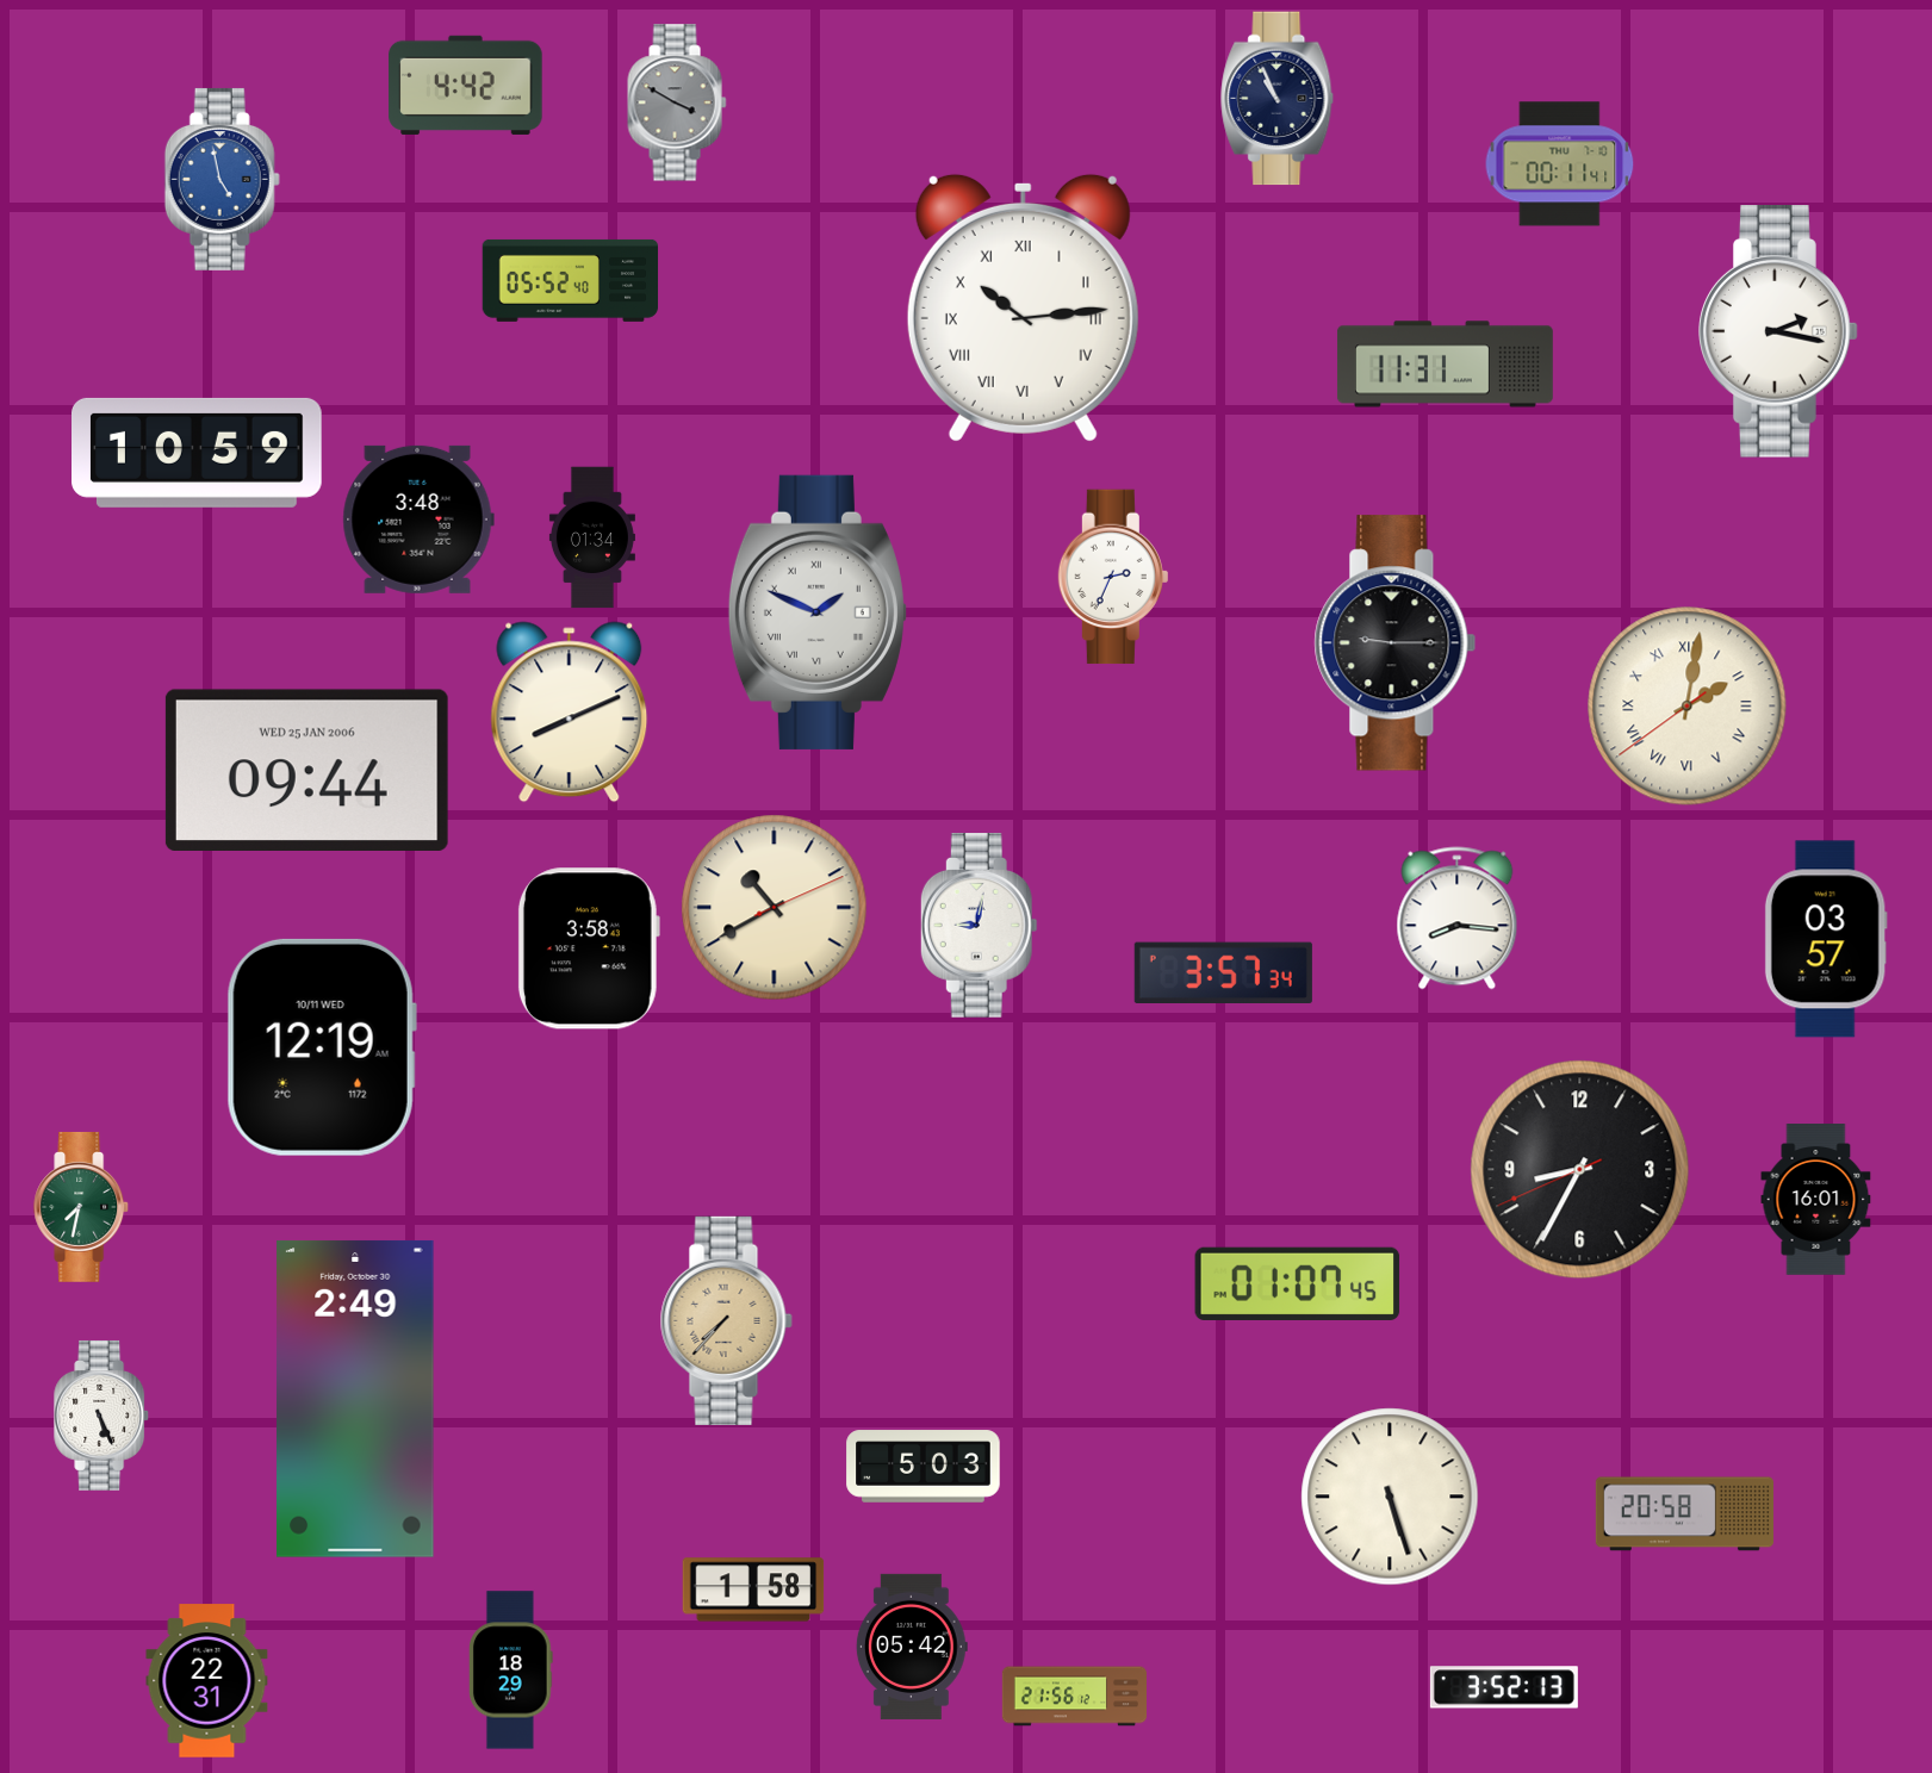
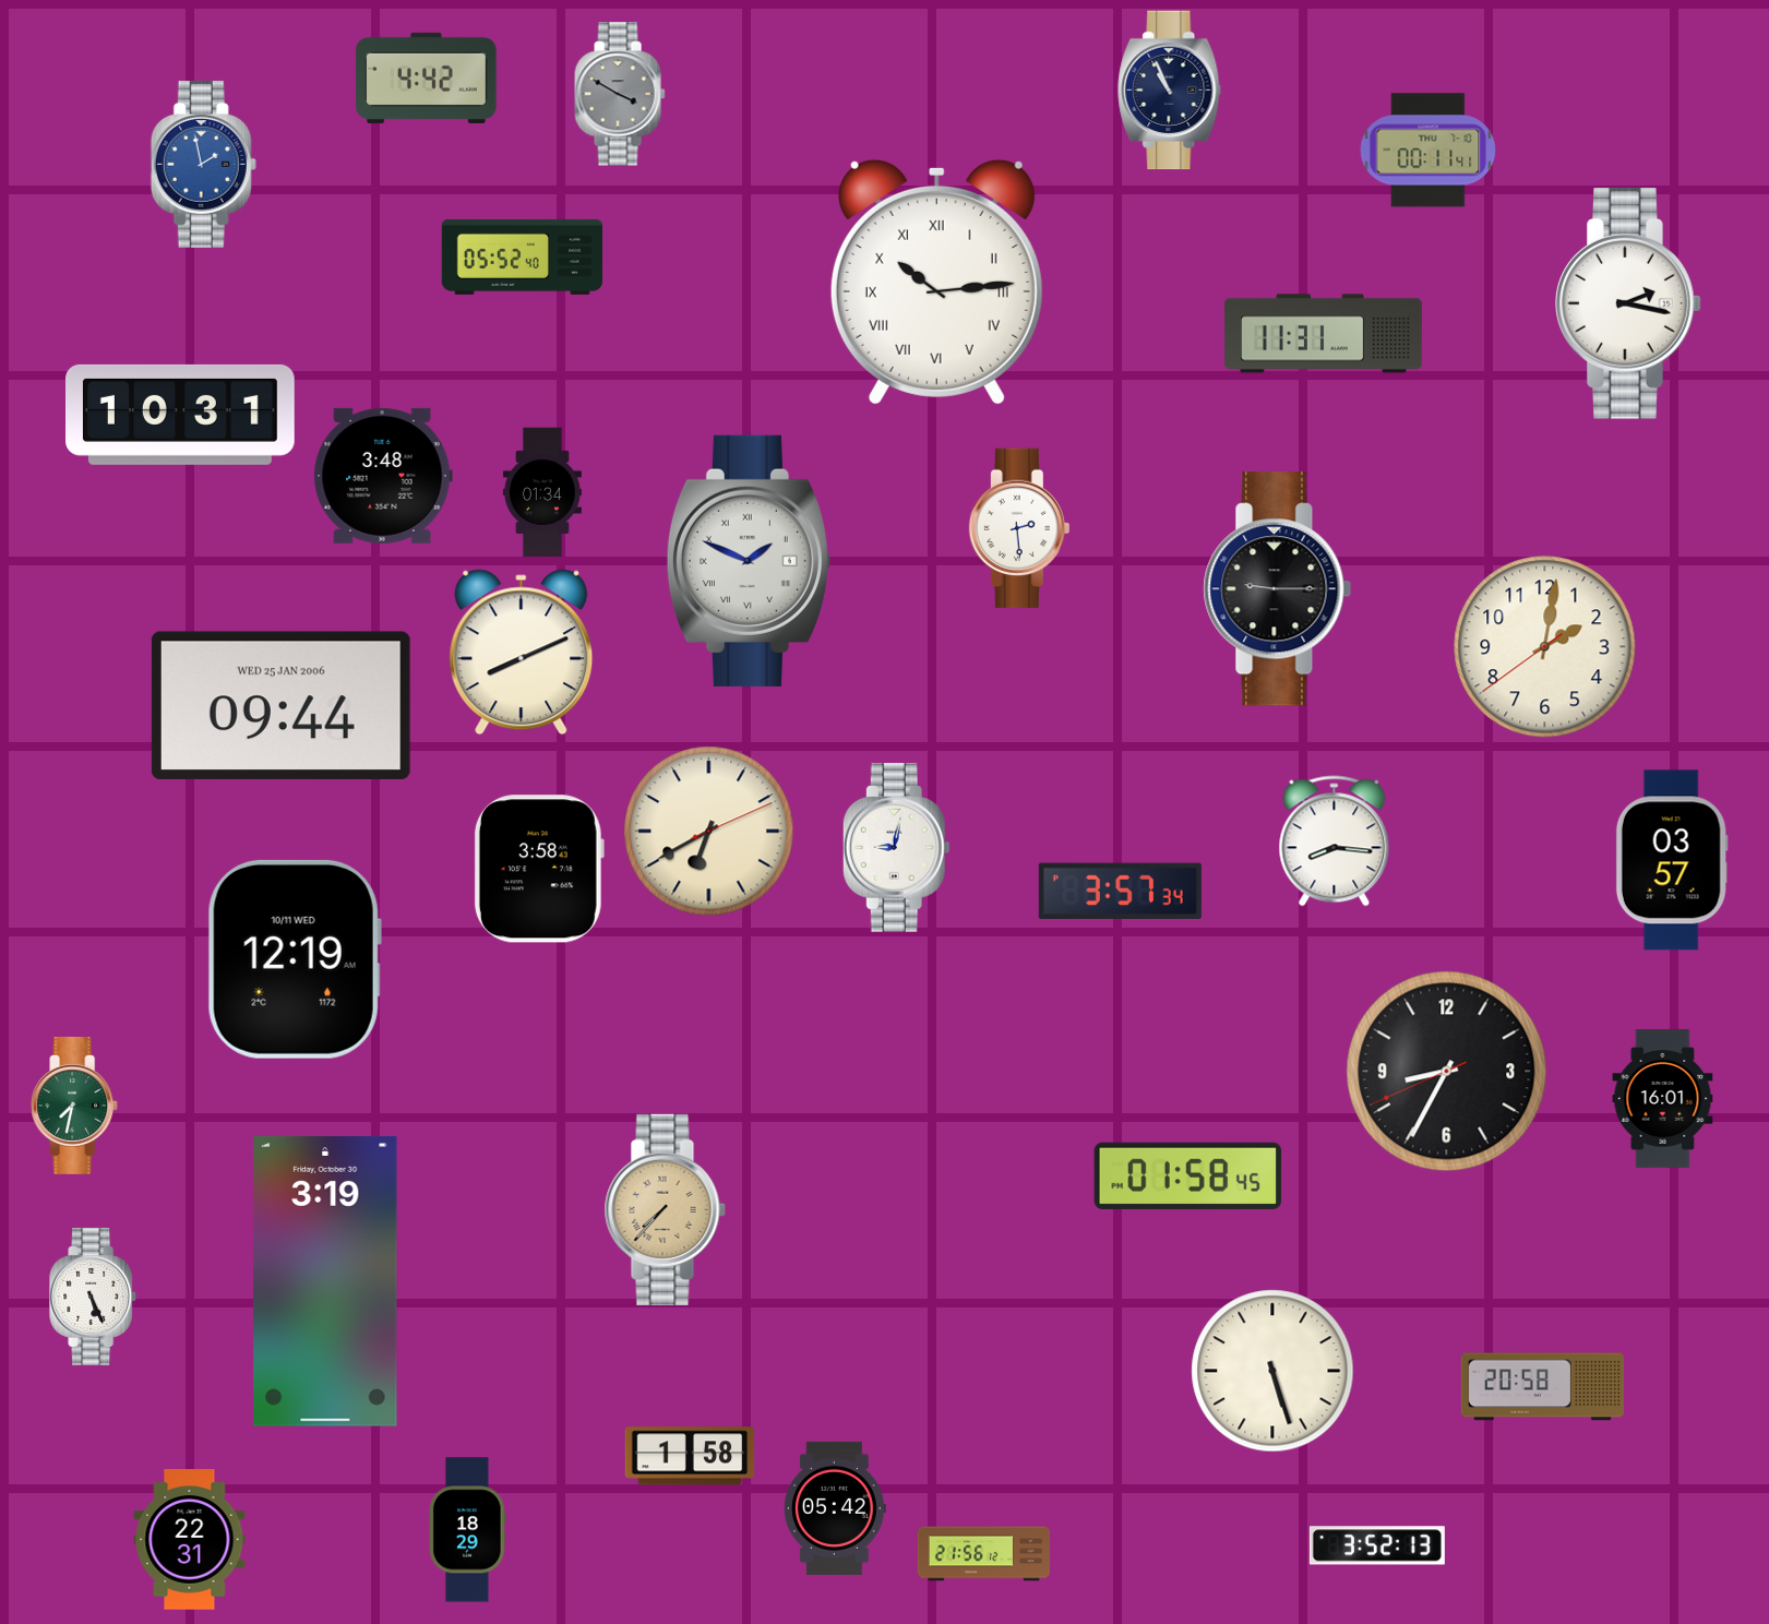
clock at (222, 179): 4:58 -> 1:58
clock at (198, 453): 10:59 -> 10:31
clock at (1113, 577): 2:34 -> 2:29
clock at (1688, 707) numerals: Roman -> Arabic
clock at (775, 908): 10:40 -> 6:40
clock at (1298, 1283): 01:07 -> 01:58
clock at (355, 1399): 2:49 -> 3:19
clock at (924, 1467): 5:03 -> none
